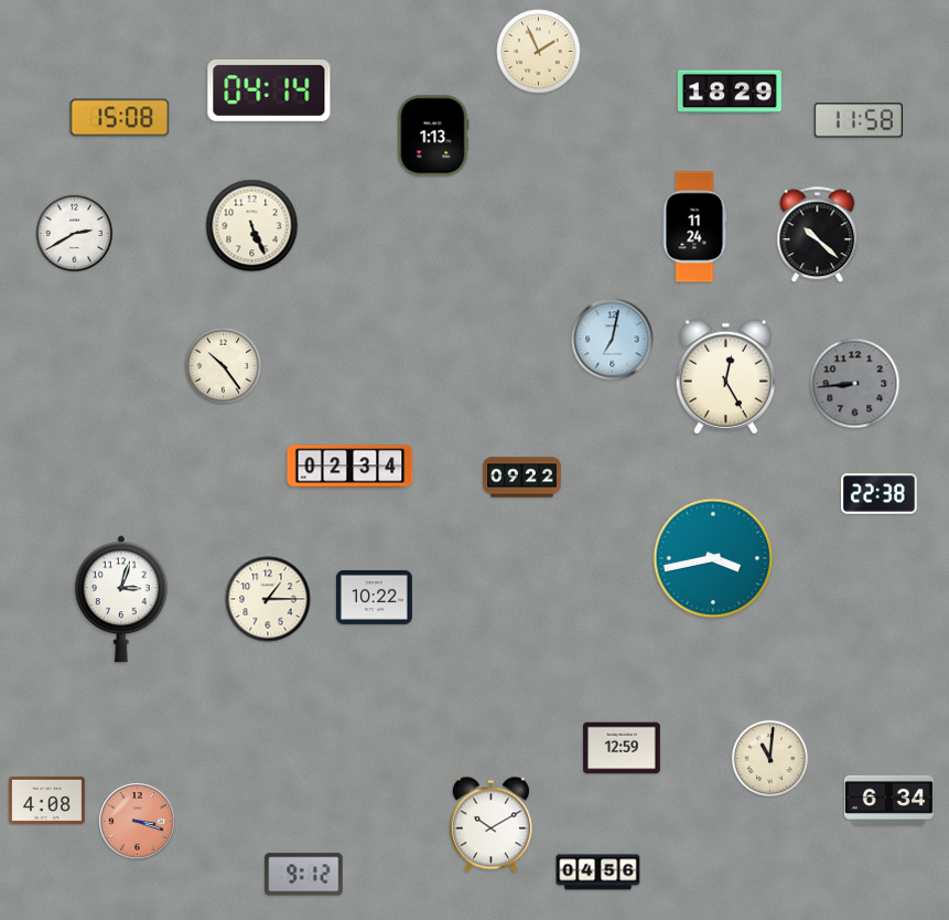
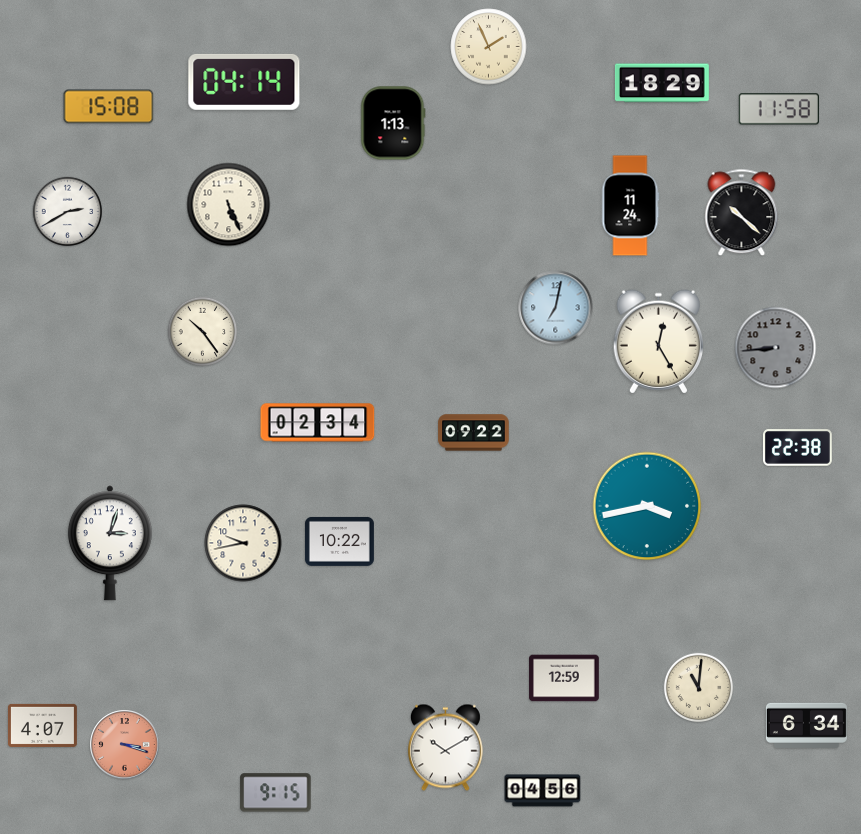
clock at (268, 599): 1:15 -> 9:43
clock at (46, 800): 4:08 -> 4:07
clock at (304, 875): 9:12 -> 9:15
